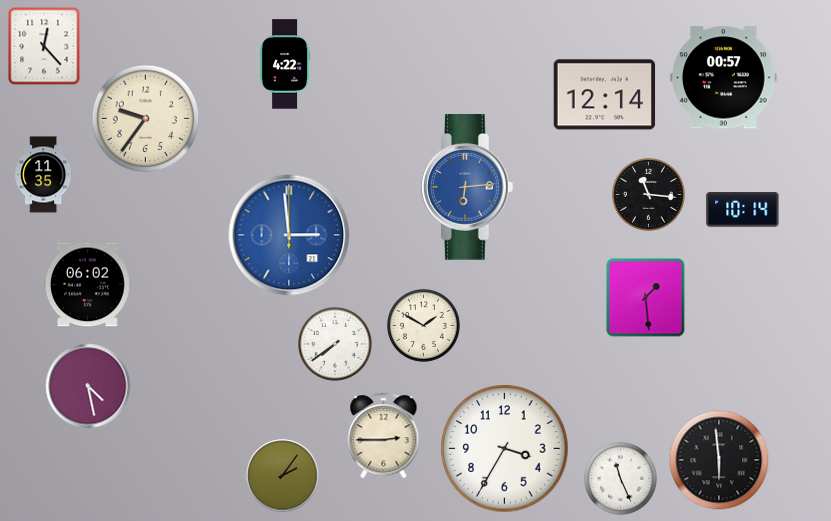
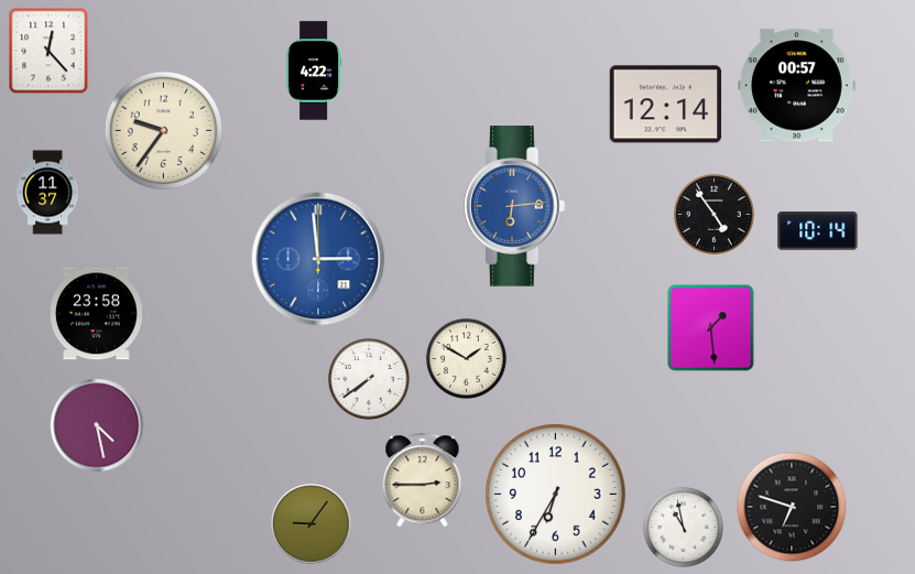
clock at (146, 119) position: (146, 119) -> (164, 131)
clock at (44, 175): 11:35 -> 11:37
clock at (649, 195): 11:16 -> 4:54
clock at (87, 285): 06:02 -> 23:58
clock at (505, 449): 3:35 -> 6:35
clock at (719, 460): 5:59 -> 6:48
clock at (283, 476): 2:06 -> 9:06
clock at (621, 479): 11:26 -> 10:58
